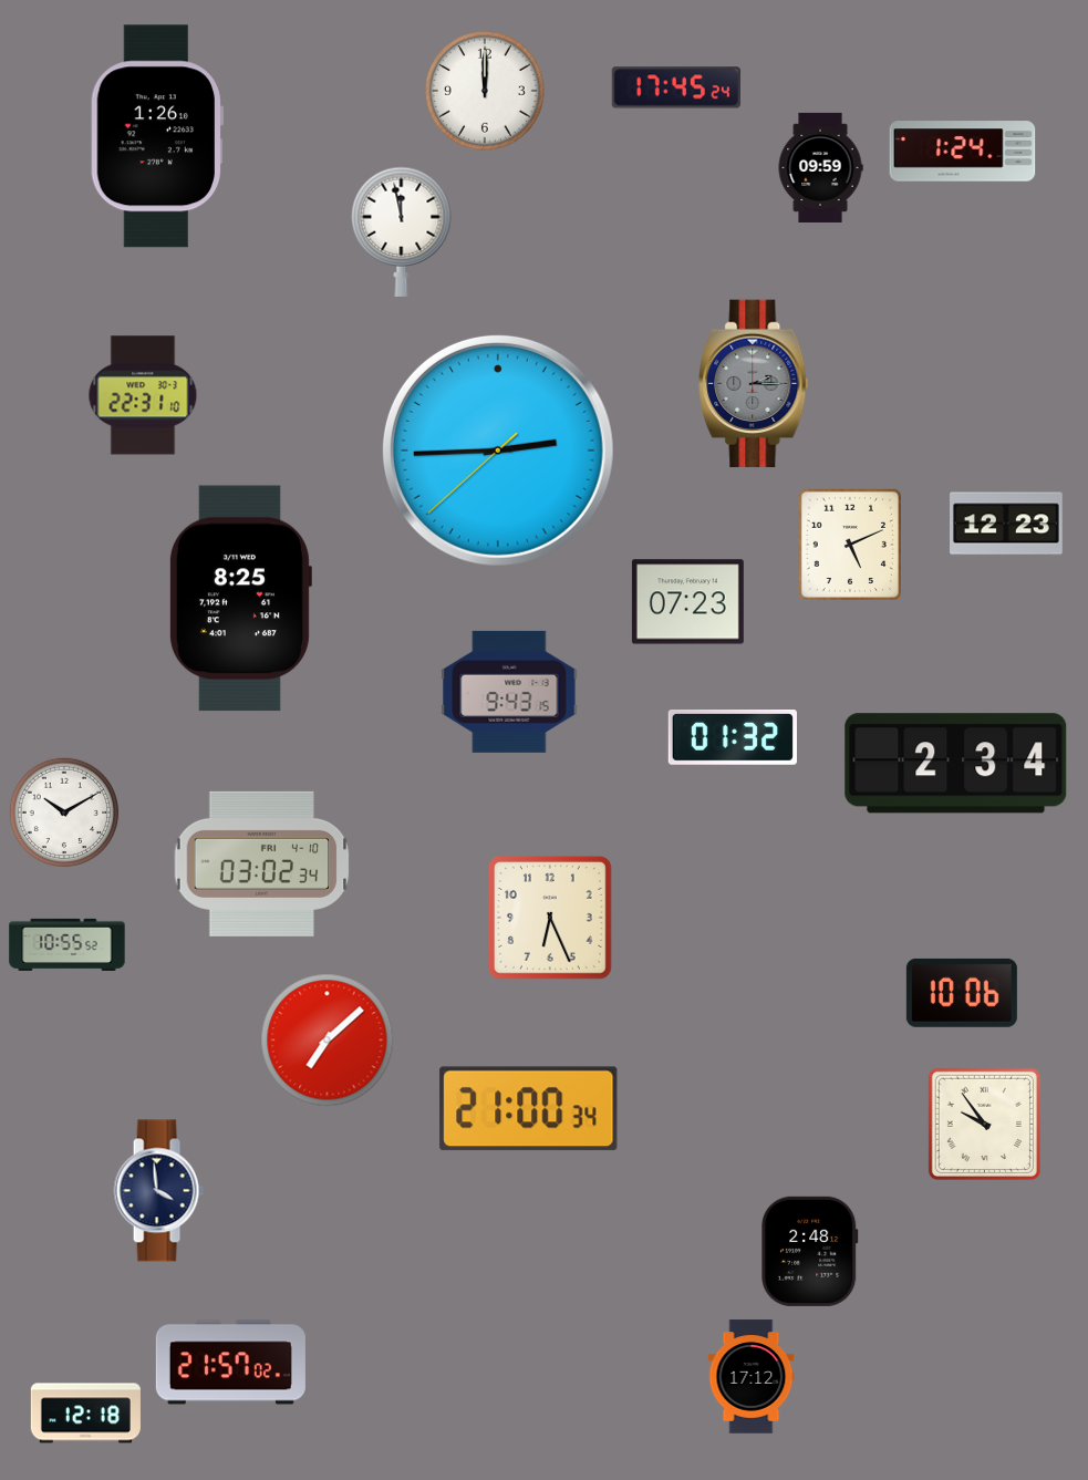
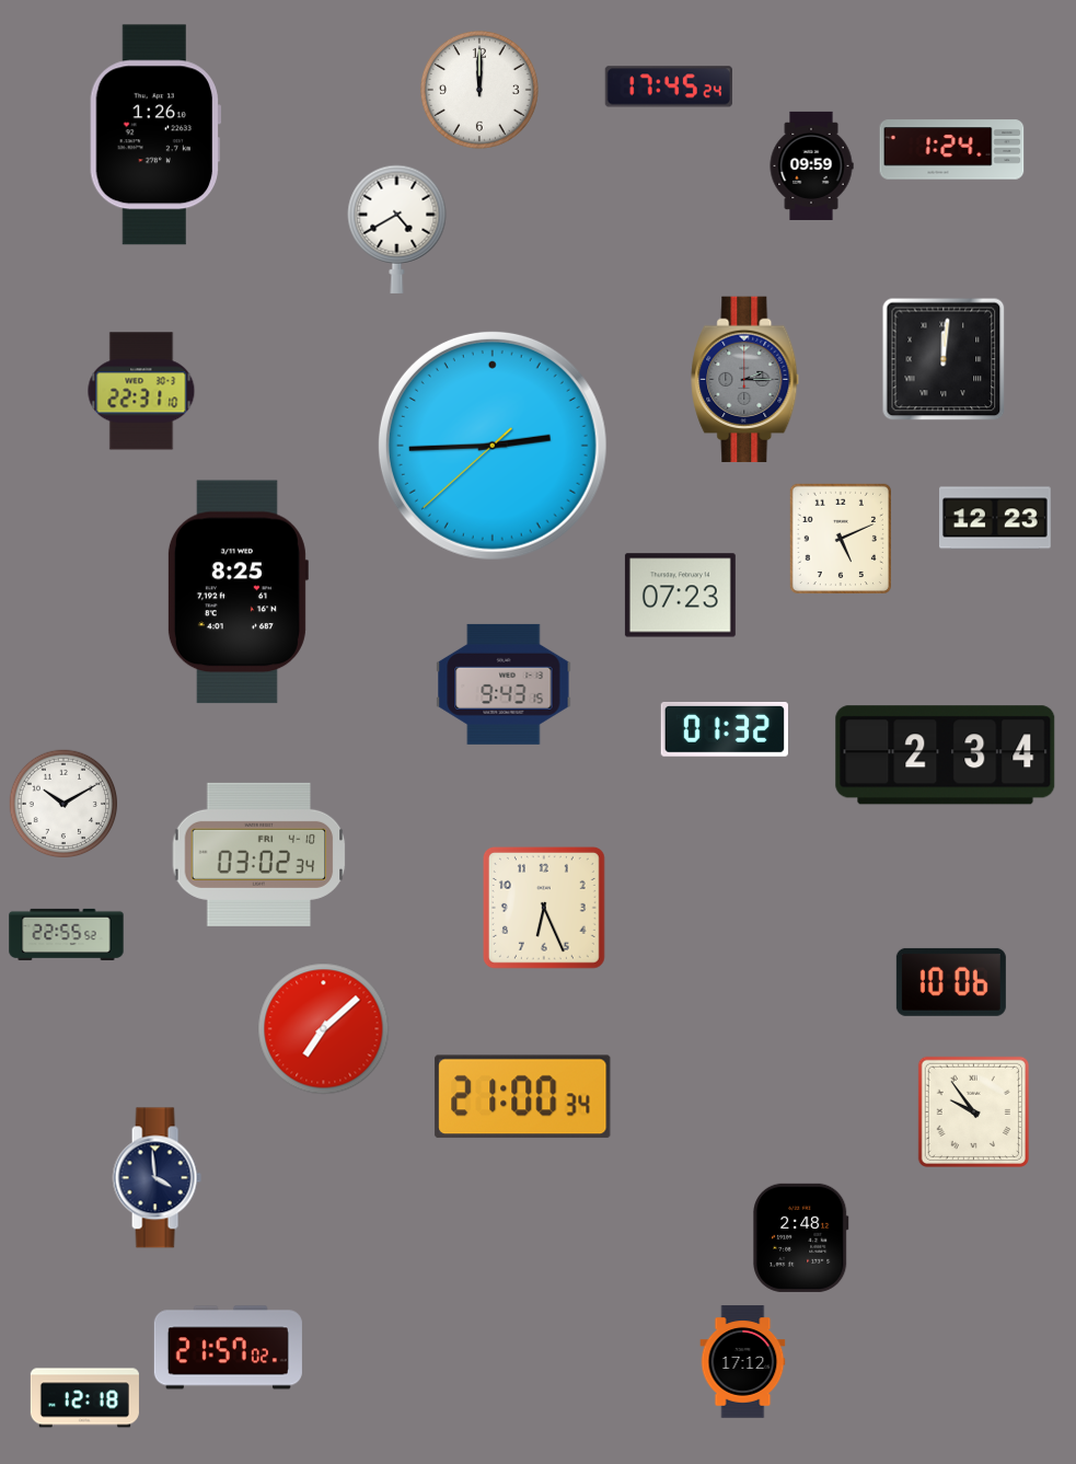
clock at (402, 231): 11:58 -> 4:40
clock at (944, 359): none -> 12:01
clock at (68, 944): 10:55 -> 22:55
